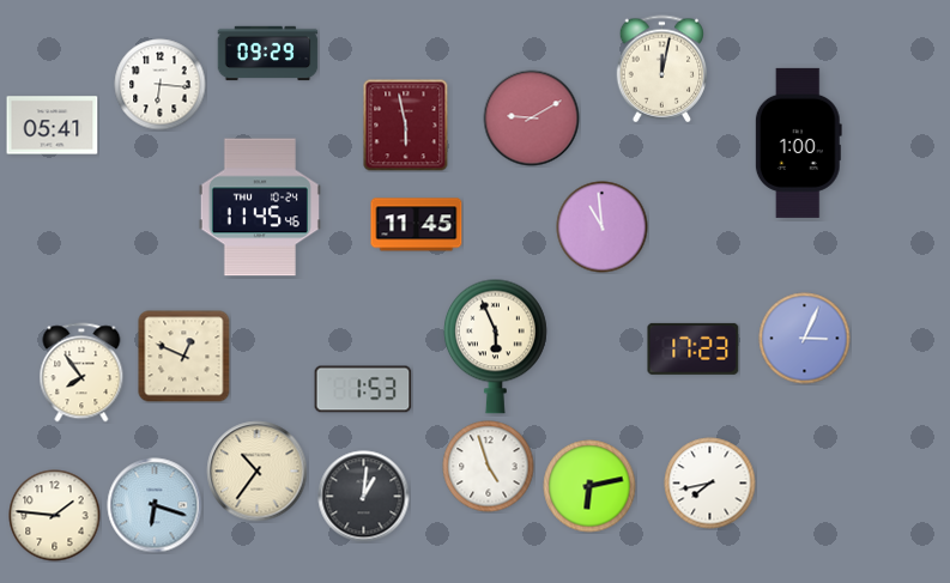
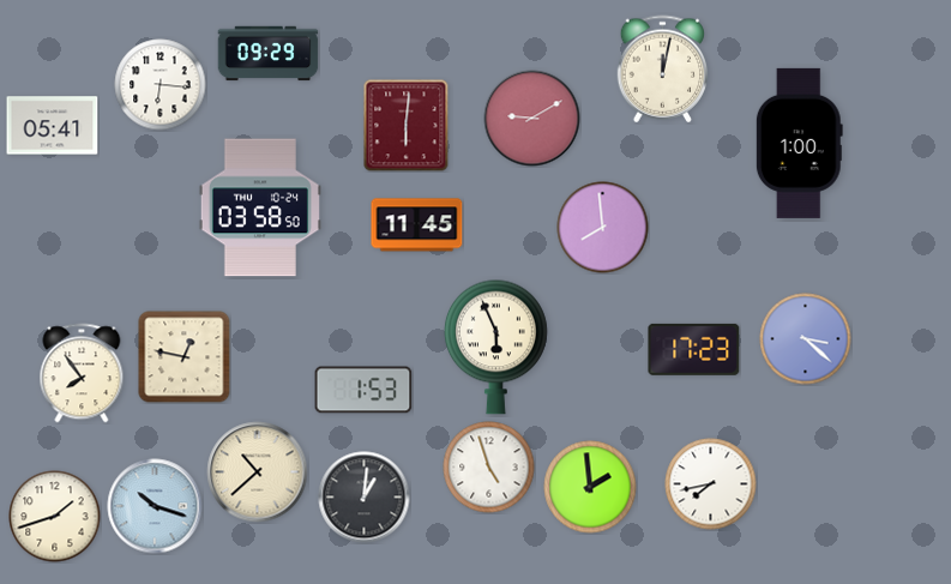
clock at (406, 126): 5:58 -> 6:01
clock at (260, 207): 11:45 -> 03:58
clock at (603, 227): 10:59 -> 7:59
clock at (805, 339): 3:04 -> 3:22
clock at (184, 357): 12:49 -> 12:47
clock at (258, 472): 10:36 -> 10:38
clock at (589, 486): 6:13 -> 1:59
clock at (155, 505): 6:18 -> 10:18
clock at (55, 516): 1:46 -> 1:42
